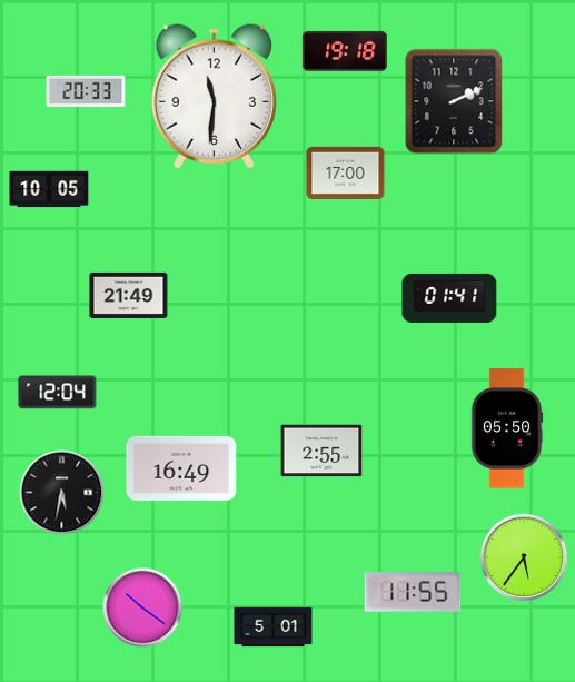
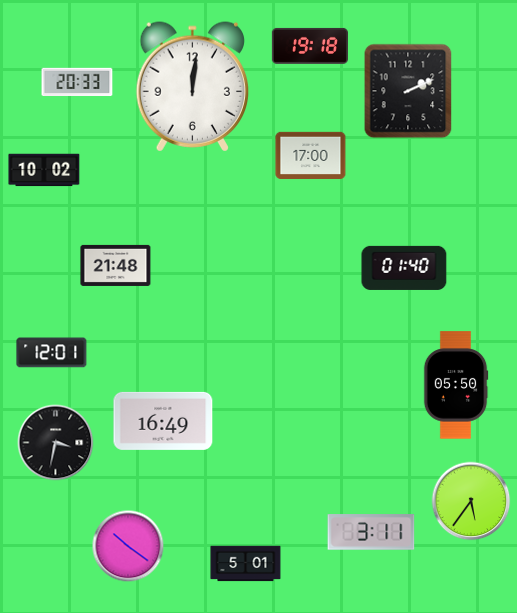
clock at (214, 97): 11:31 -> 12:01
clock at (49, 189): 10:05 -> 10:02
clock at (129, 295): 21:49 -> 21:48
clock at (449, 298): 01:41 -> 01:40
clock at (58, 393): 12:04 -> 12:01
clock at (321, 451): 2:55 -> none
clock at (62, 493): 5:32 -> 3:32
clock at (413, 592): 11:55 -> 3:11
